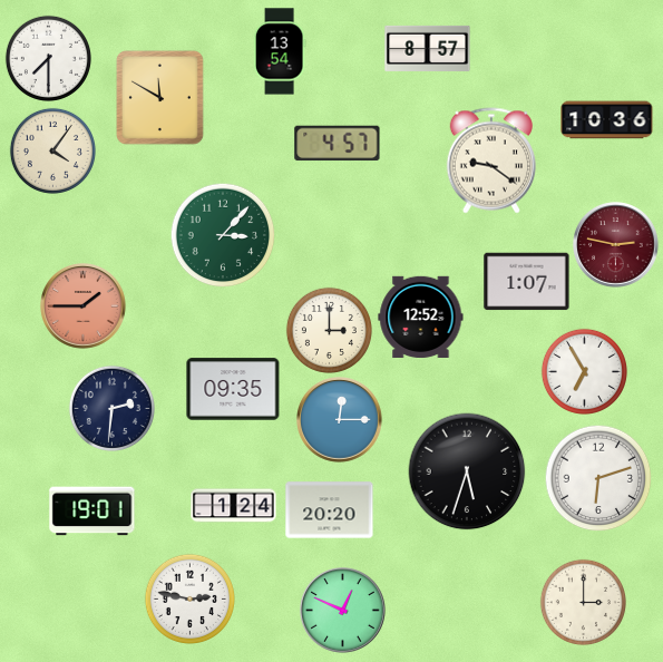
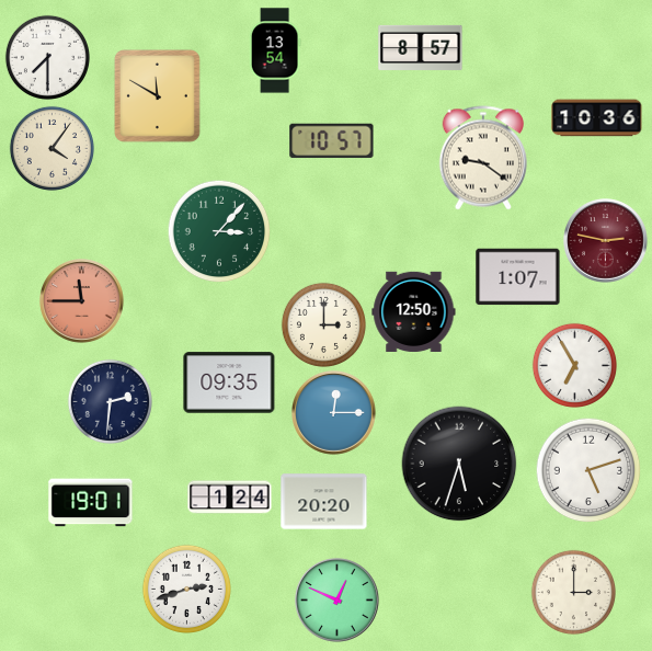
clock at (338, 144): 4:57 -> 10:57
clock at (84, 306): 1:45 -> 11:45
clock at (421, 317): 12:52 -> 12:50
clock at (598, 478): 6:12 -> 5:12
clock at (189, 598): 2:47 -> 2:42
